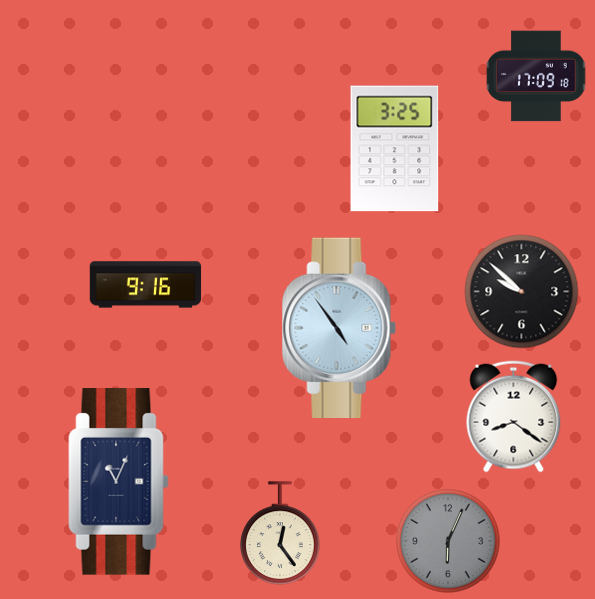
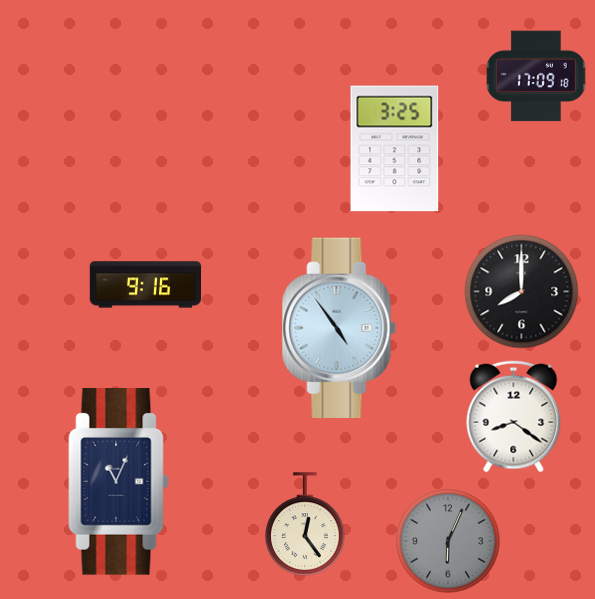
clock at (522, 292): 9:52 -> 8:00
clock at (280, 533) position: (280, 533) -> (305, 524)
